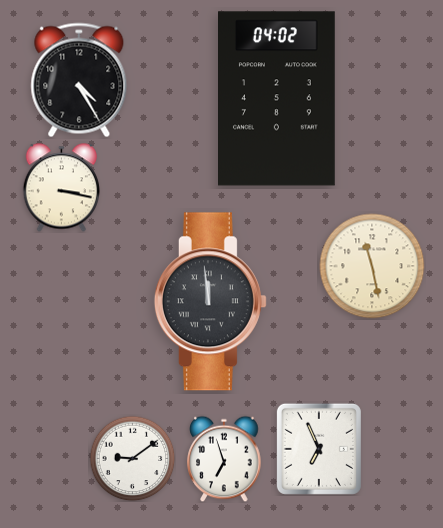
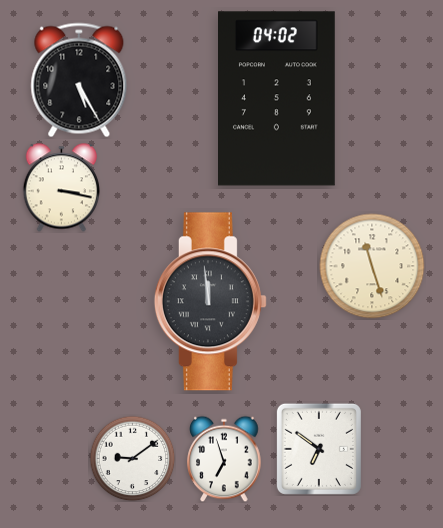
clock at (79, 80): 4:25 -> 5:25
clock at (372, 266): 11:28 -> 11:27
clock at (319, 449): 6:56 -> 6:51
